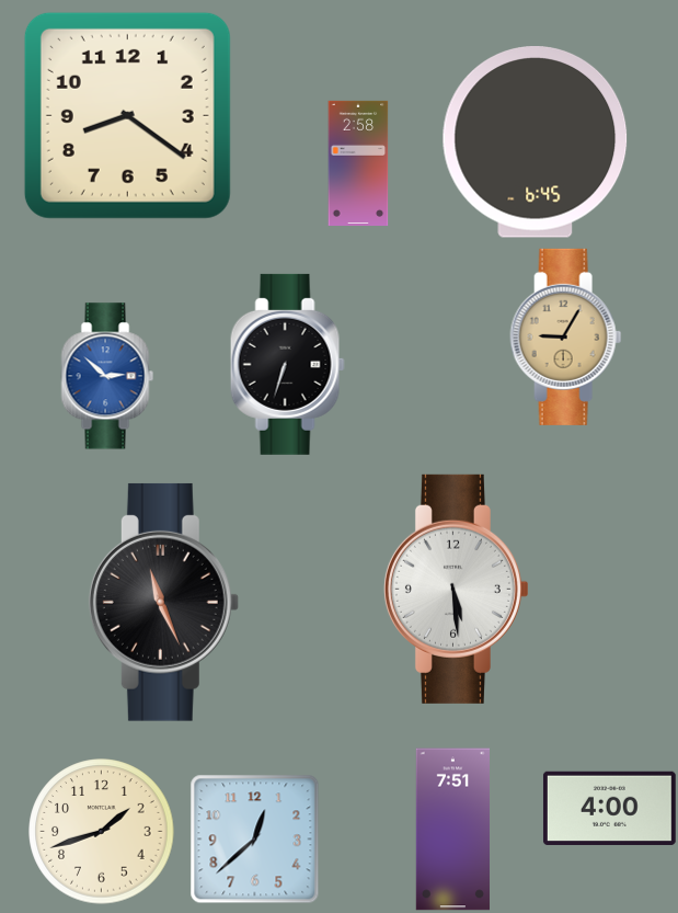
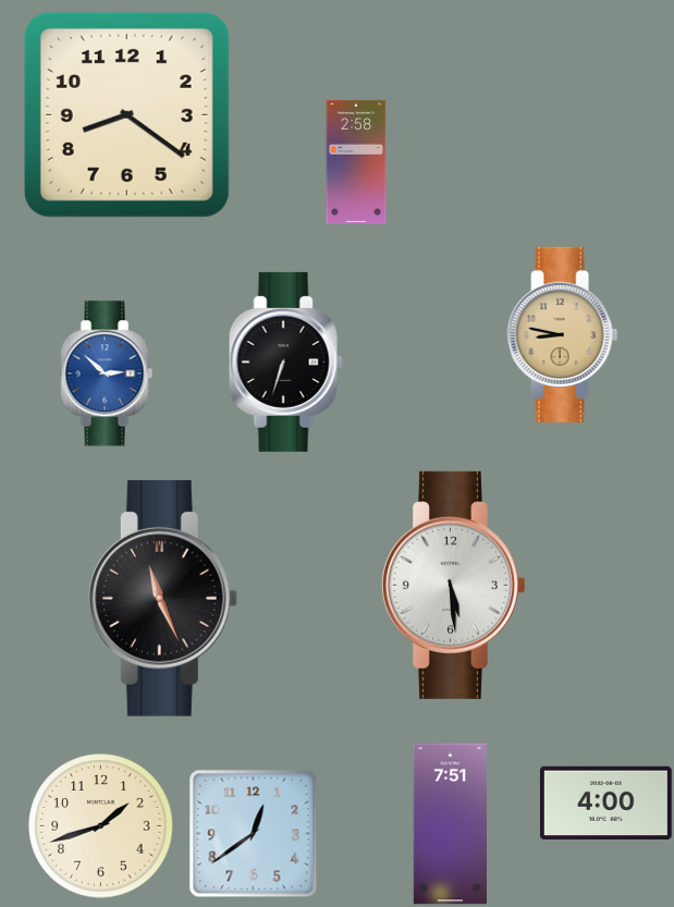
clock at (536, 142): 6:45 -> none
clock at (566, 336): 9:05 -> 8:47
clock at (255, 840): 12:38 -> 12:39
